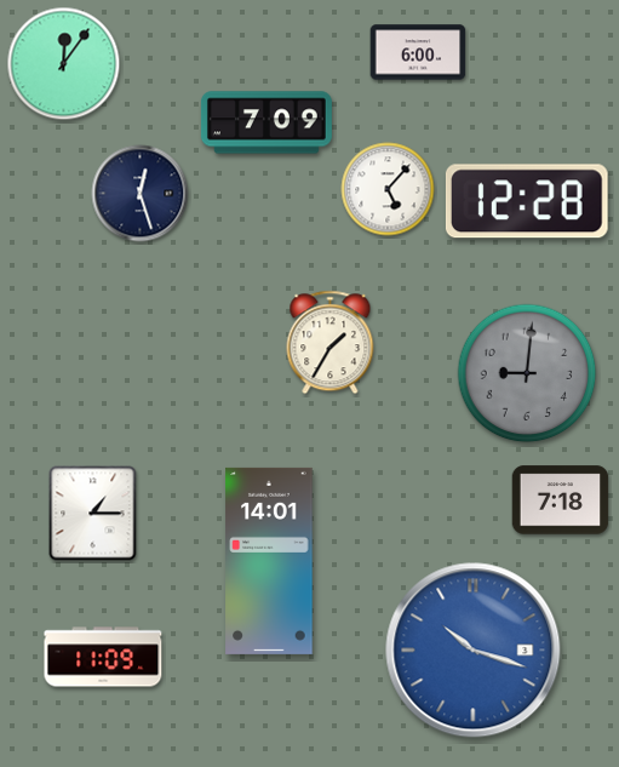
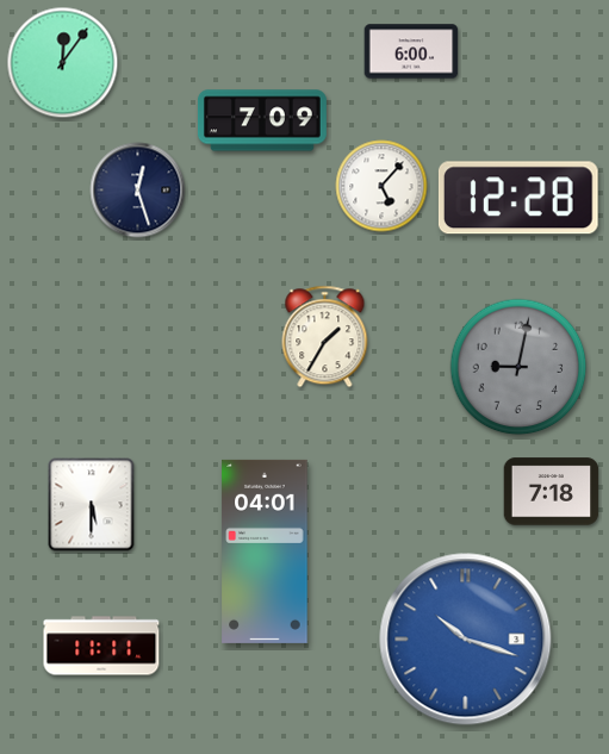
clock at (527, 373): 9:01 -> 9:02
clock at (93, 514): 1:15 -> 5:30
clock at (269, 561): 14:01 -> 04:01
clock at (103, 657): 11:09 -> 11:11
